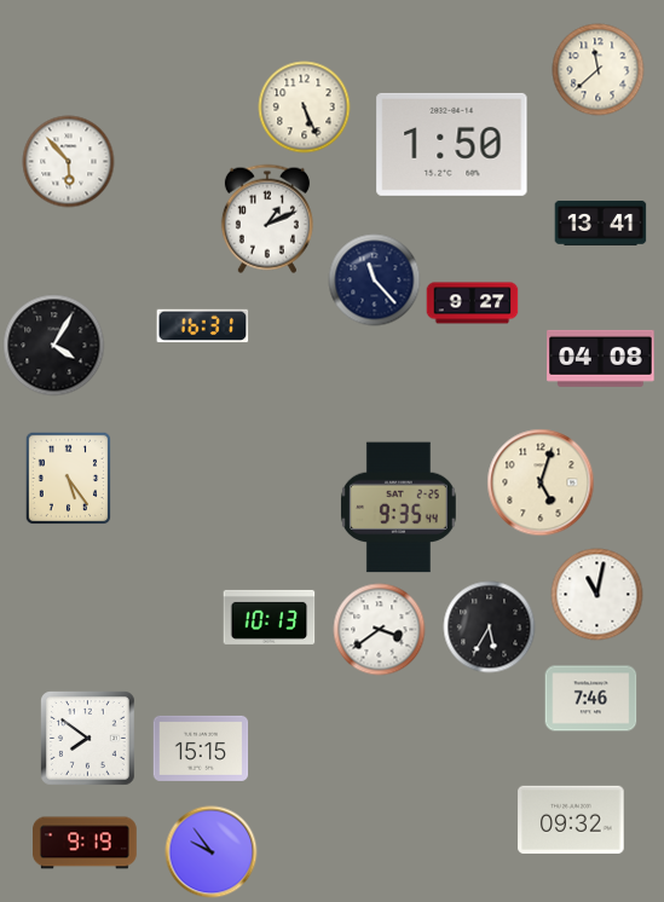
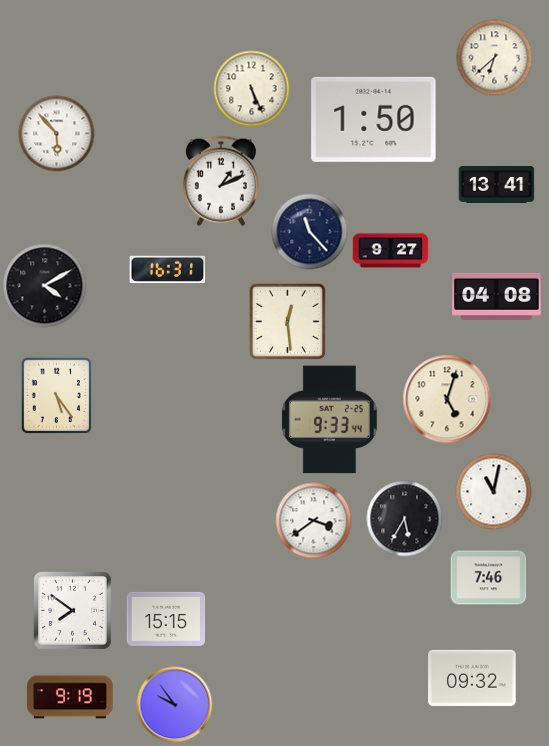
clock at (599, 70): 11:38 -> 6:38
clock at (54, 346): 4:05 -> 4:10
clock at (287, 321): none -> 12:29
clock at (398, 508): 9:35 -> 9:33
clock at (270, 617): 10:13 -> none
